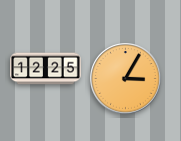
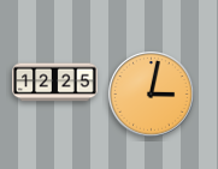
clock at (126, 79): 3:05 -> 3:02
